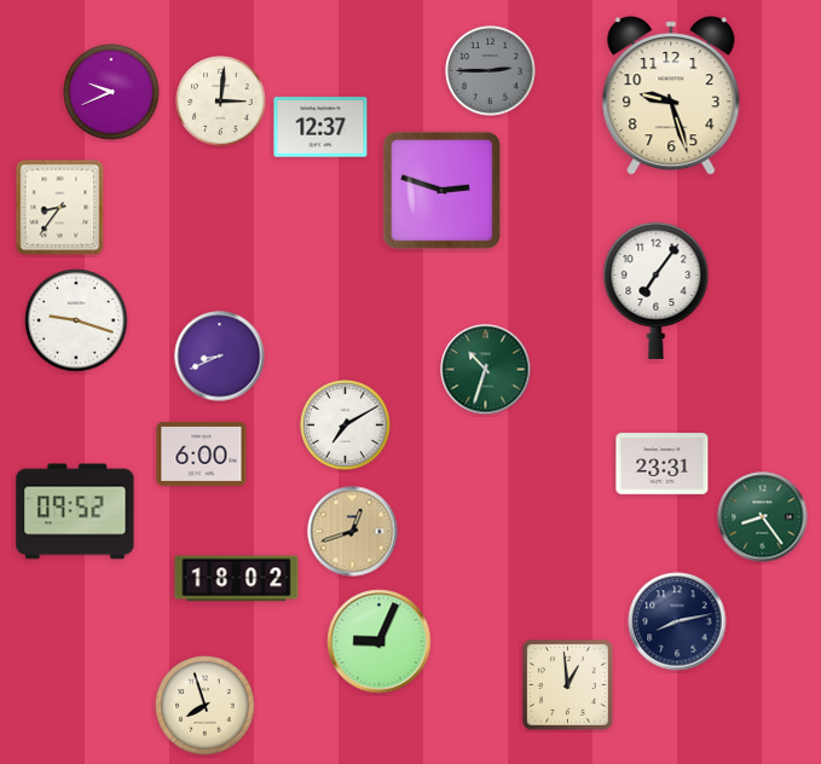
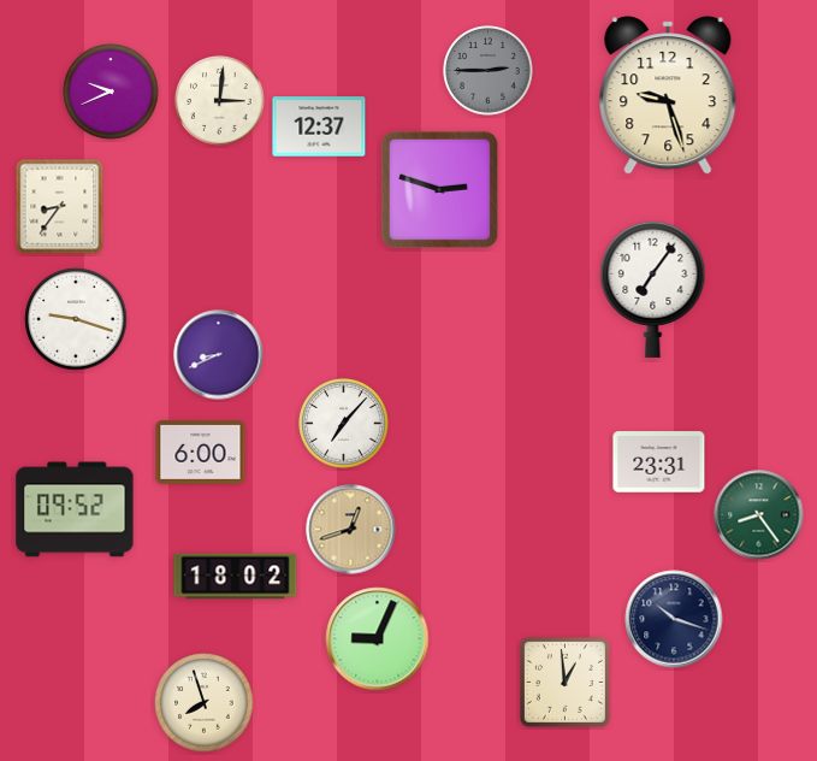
clock at (486, 370): 10:33 -> none
clock at (346, 426): 7:10 -> 7:07
clock at (677, 621): 8:13 -> 10:18
